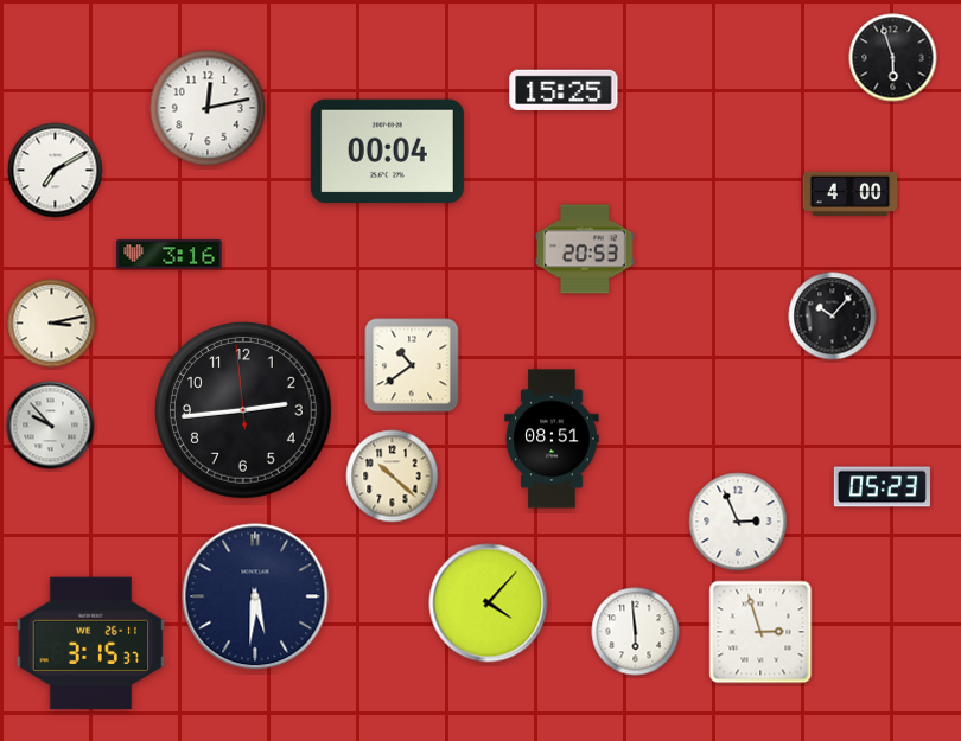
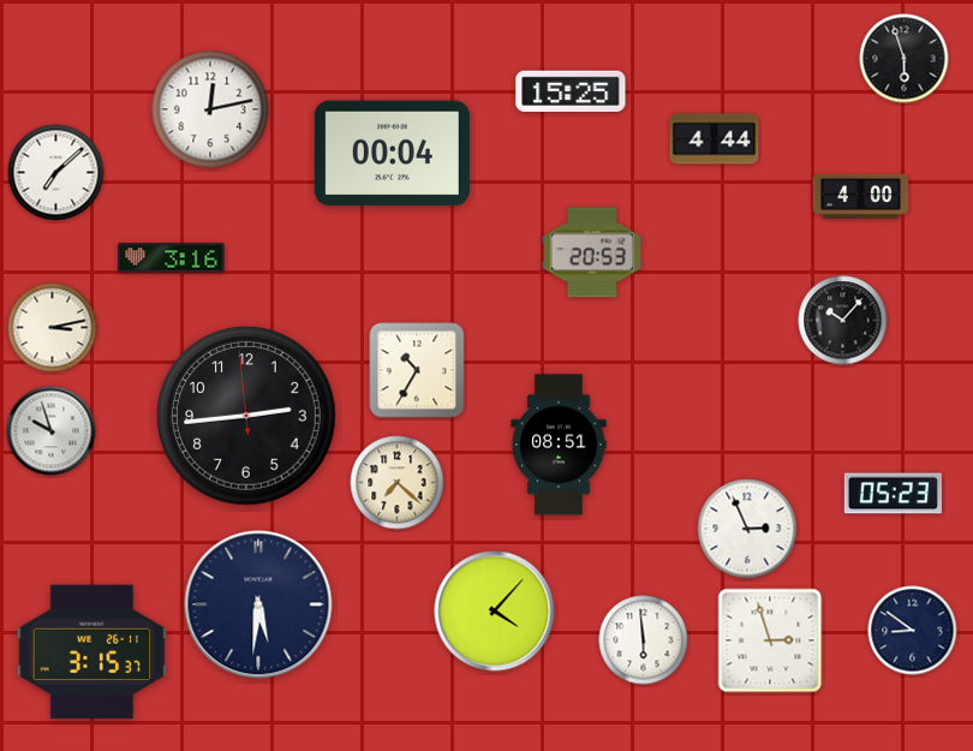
clock at (715, 139): none -> 4:44
clock at (56, 171): 7:10 -> 7:08
clock at (412, 365): 10:39 -> 10:35
clock at (51, 426): 9:53 -> 9:57
clock at (393, 477): 10:22 -> 7:22
clock at (913, 631): none -> 8:51
